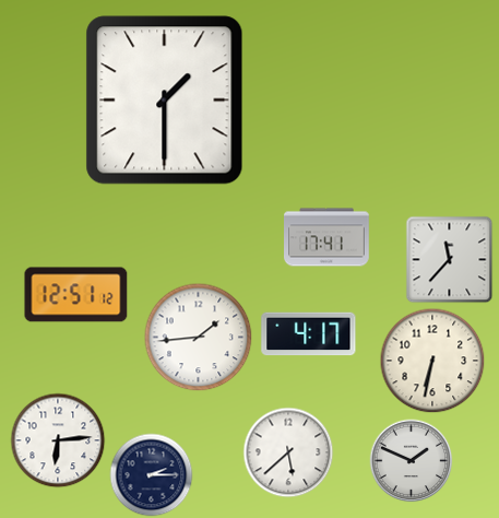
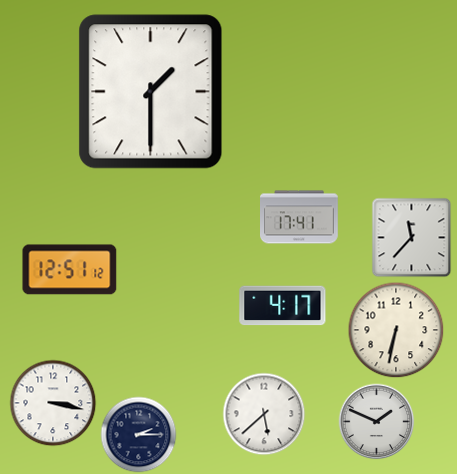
clock at (199, 338): 1:44 -> none
clock at (58, 440): 6:14 -> 3:17
